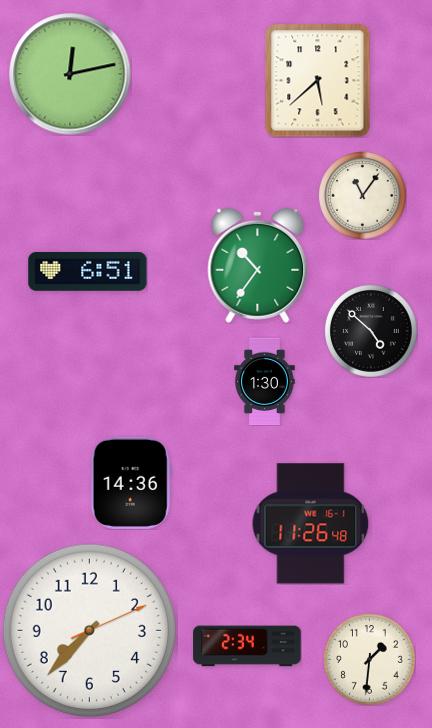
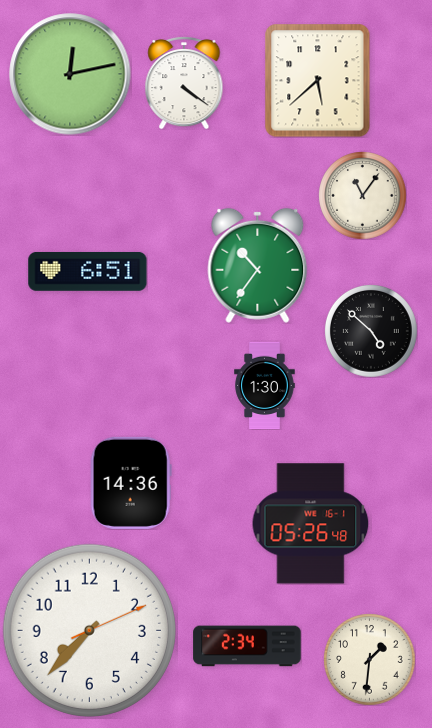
clock at (184, 83): none -> 4:21
clock at (265, 381) position: (265, 381) -> (265, 385)
clock at (311, 524): 11:26 -> 05:26
